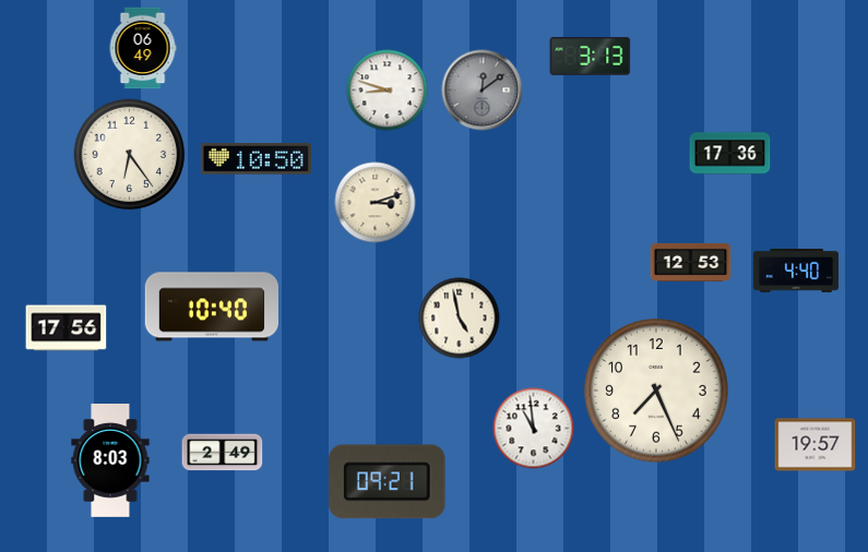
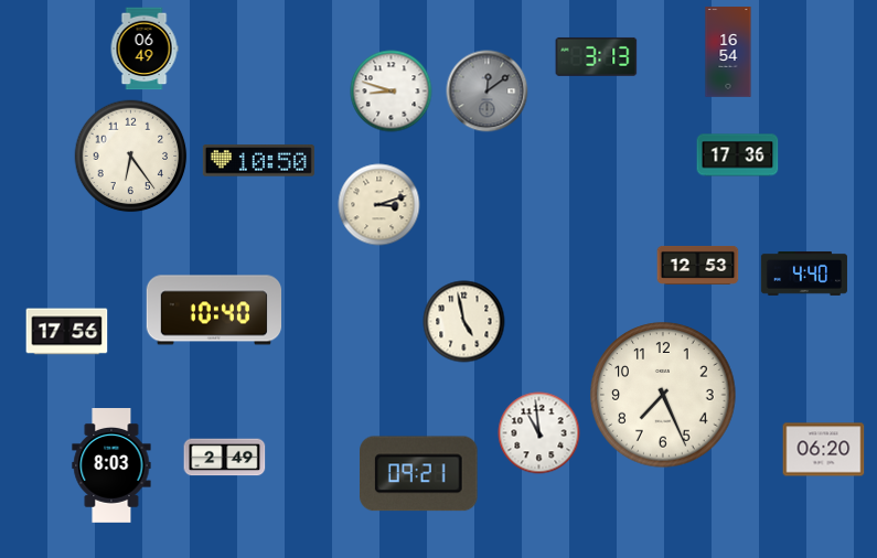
clock at (728, 52): none -> 16:54
clock at (816, 445): 19:57 -> 06:20
clock at (388, 482) position: (388, 482) -> (419, 474)
